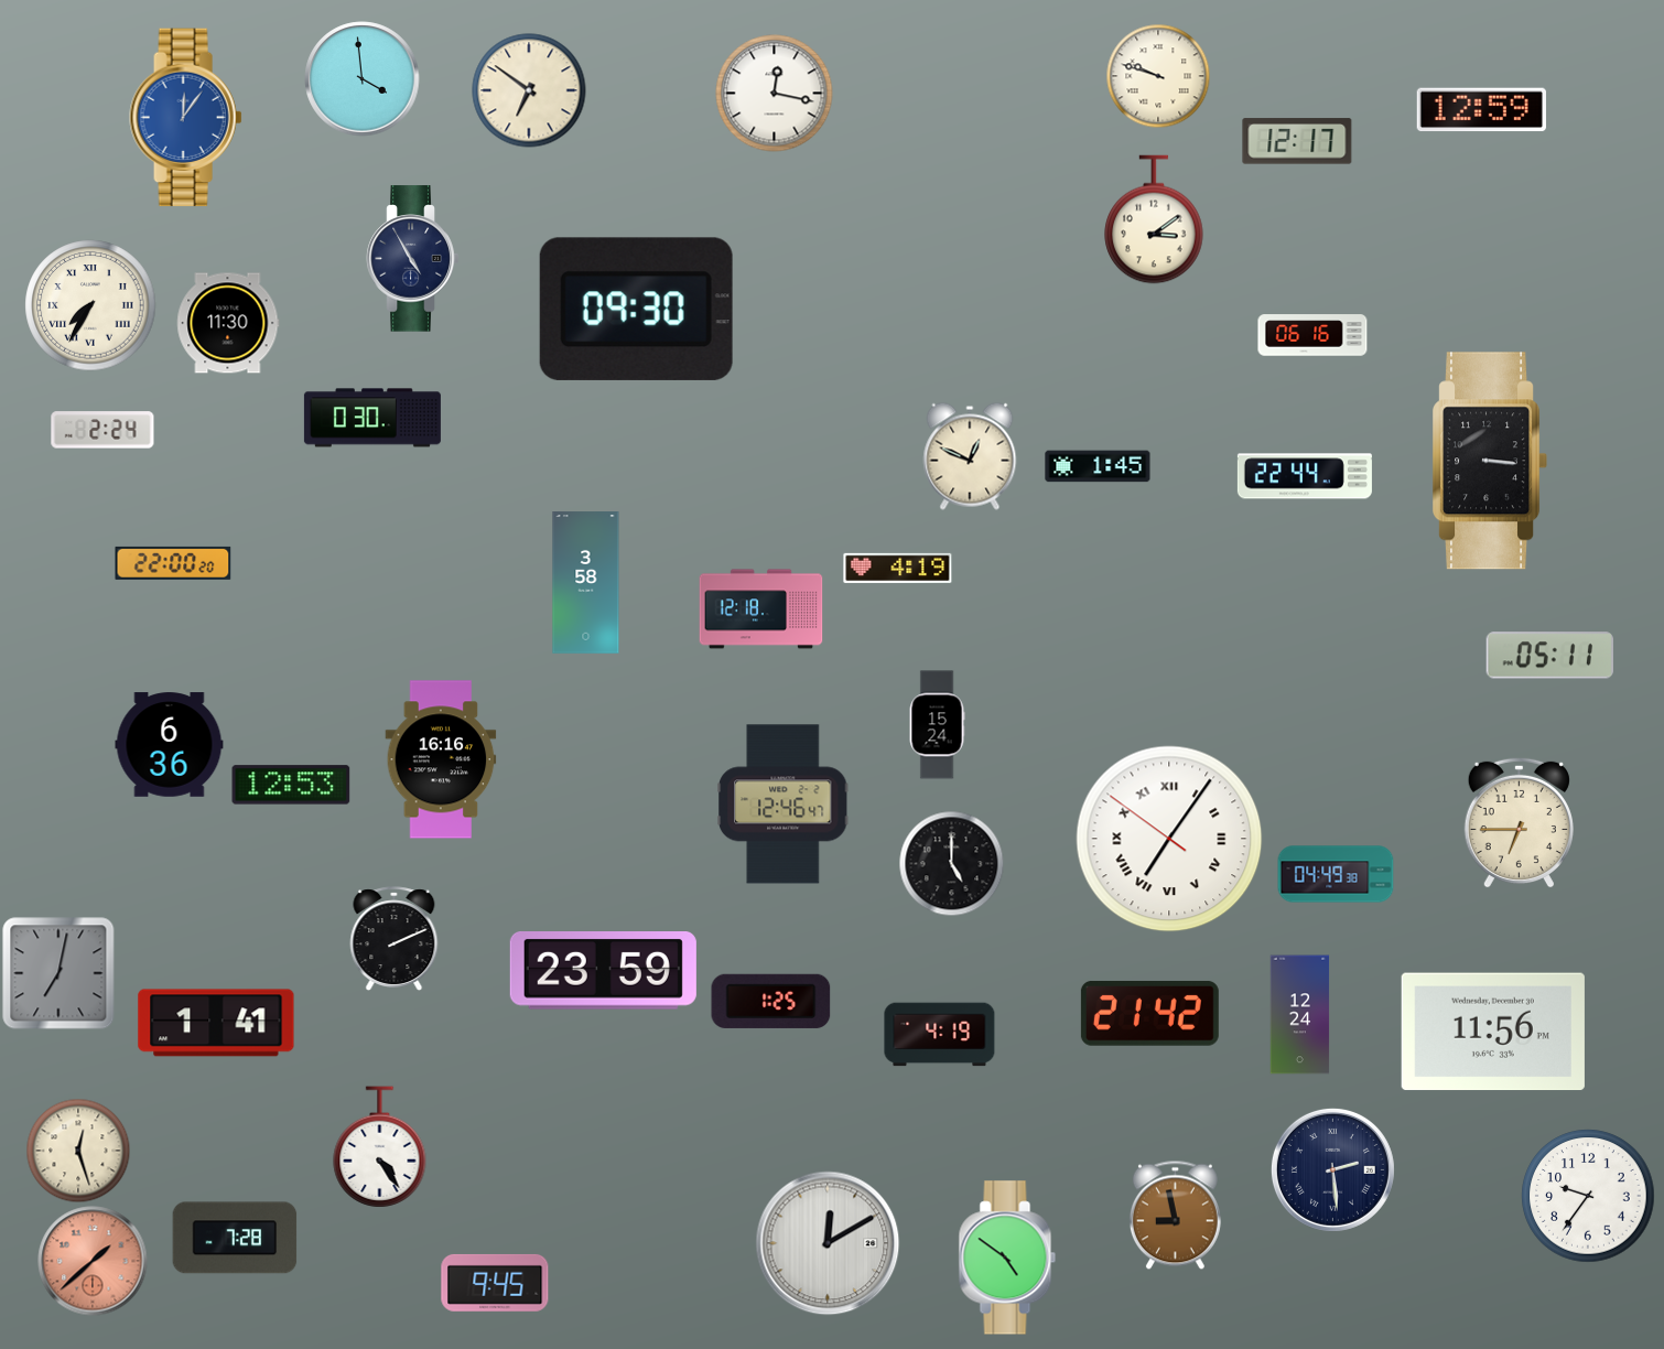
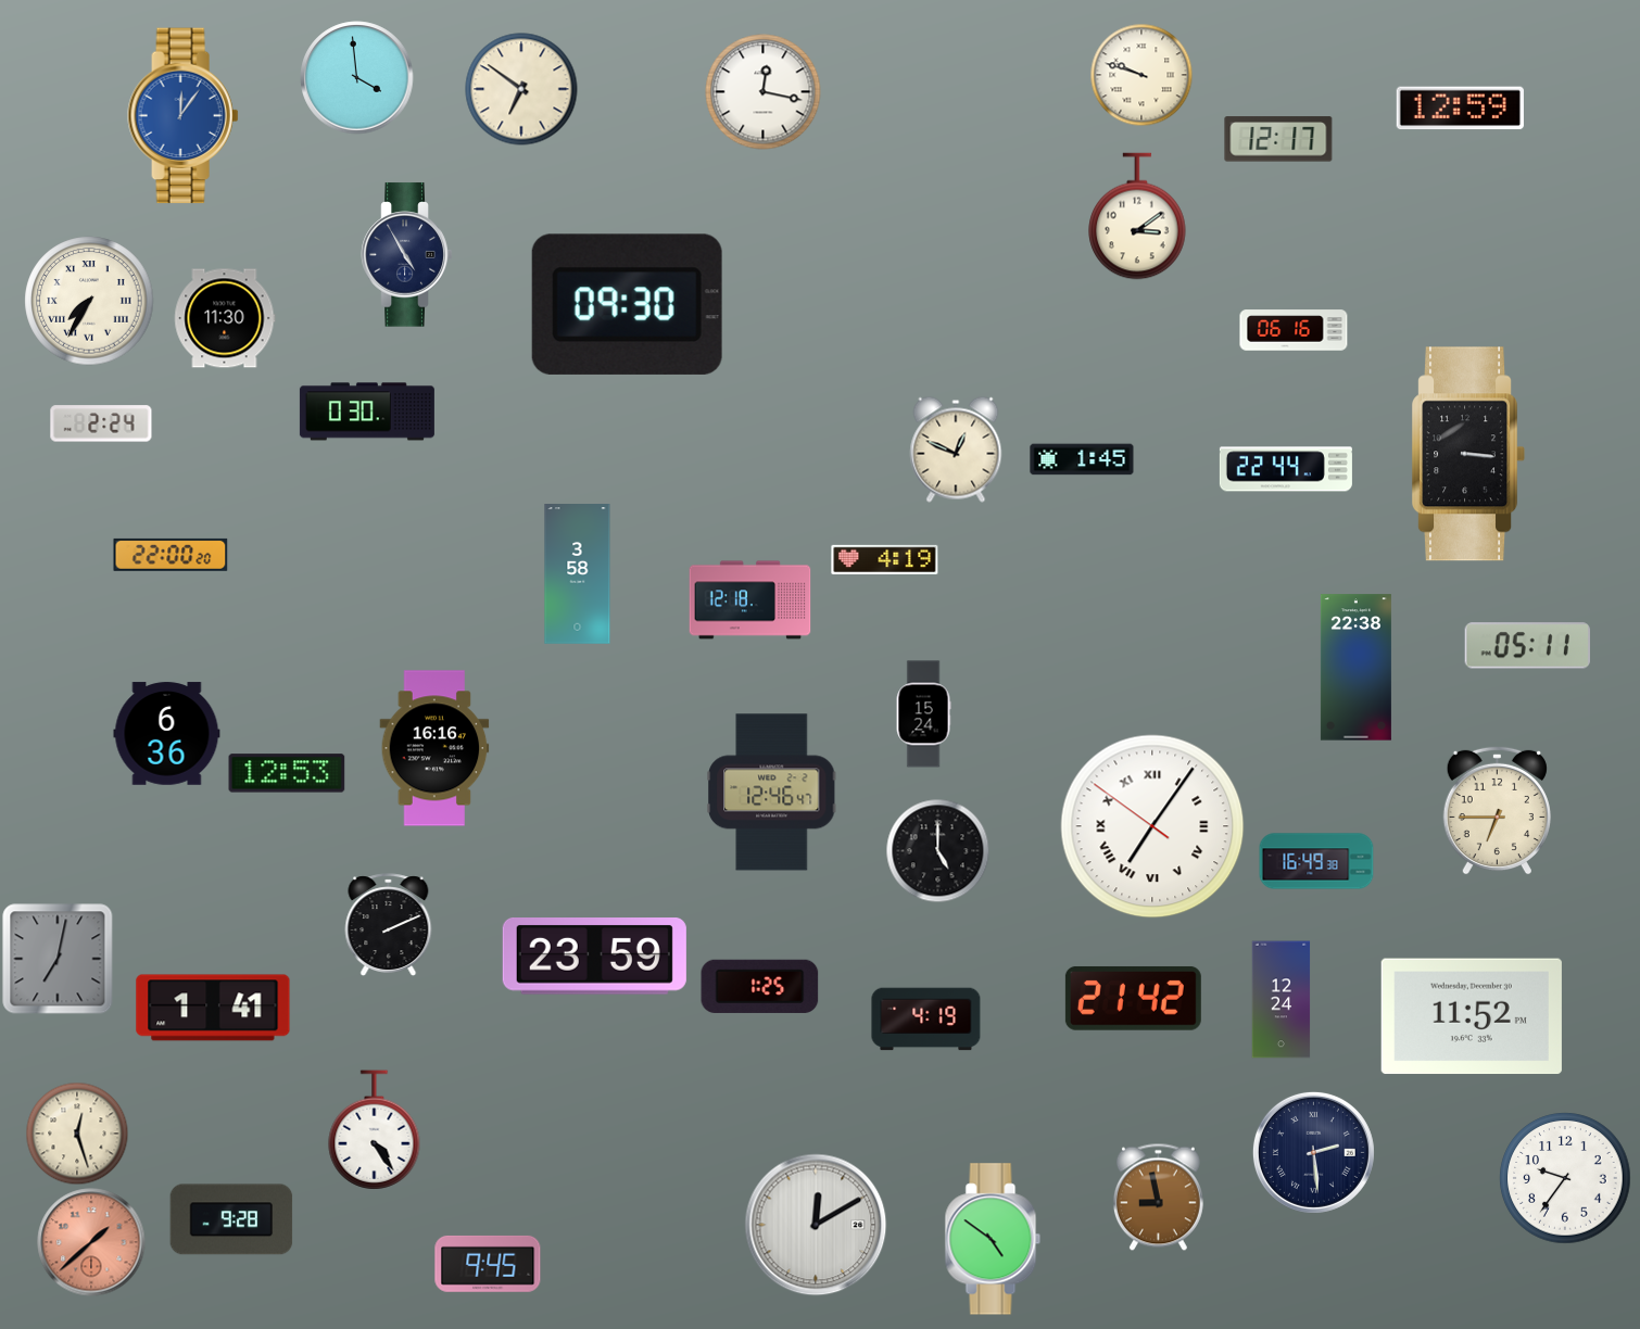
clock at (1355, 668): none -> 22:38
clock at (1336, 874): 04:49 -> 16:49
clock at (1493, 1032): 11:56 -> 11:52
clock at (235, 1238): 7:28 -> 9:28
